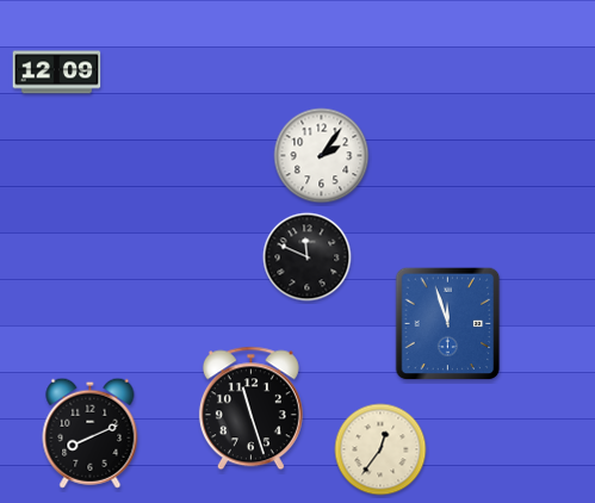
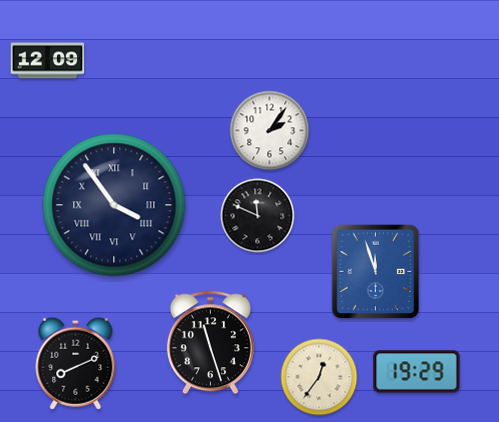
clock at (114, 205): none -> 3:54
clock at (417, 372): none -> 19:29
